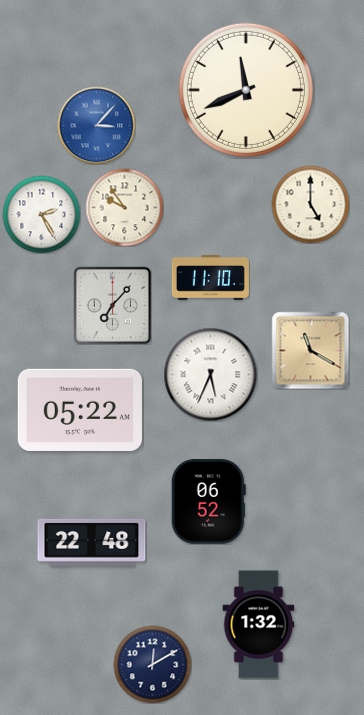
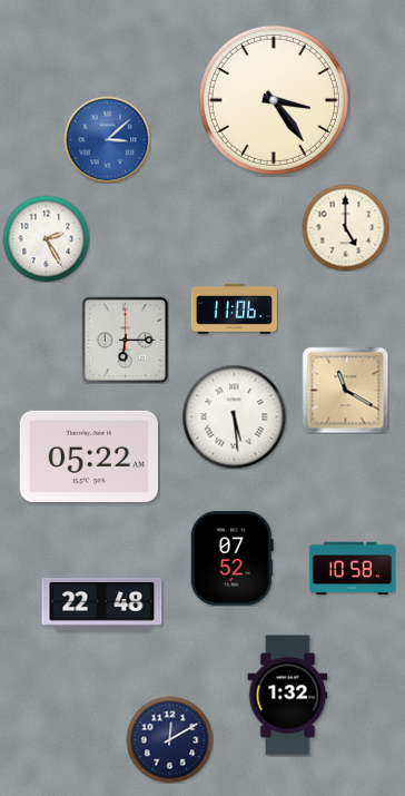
clock at (246, 90): 11:41 -> 3:24
clock at (96, 125): 3:07 -> 3:08
clock at (124, 207): 9:54 -> none
clock at (210, 277): 11:10 -> 11:06
clock at (112, 305): 7:07 -> 6:15
clock at (210, 374): 5:34 -> 5:29
clock at (208, 502): 06:52 -> 07:52
clock at (352, 569): none -> 10:58
